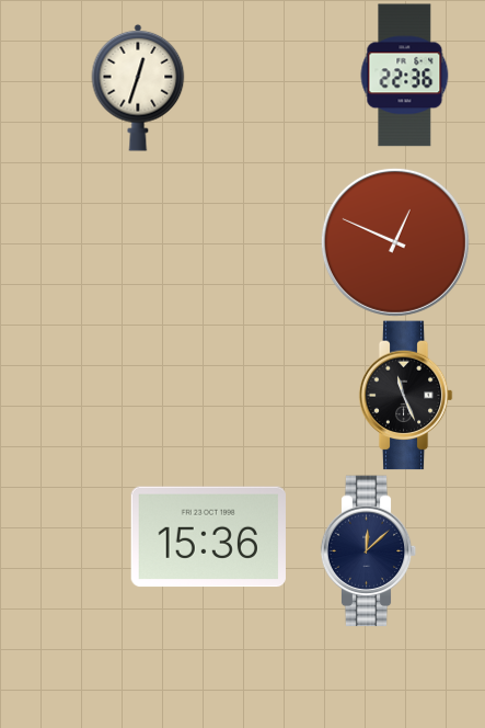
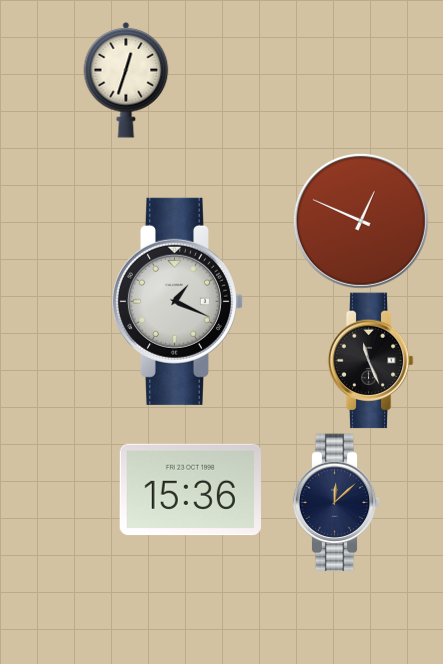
clock at (405, 76): 22:36 -> none
clock at (177, 301): none -> 1:19
